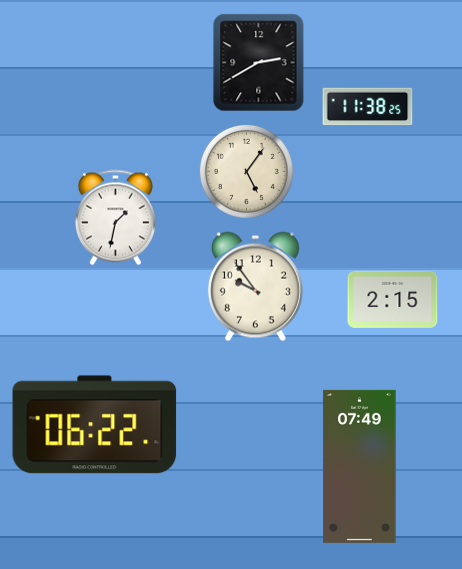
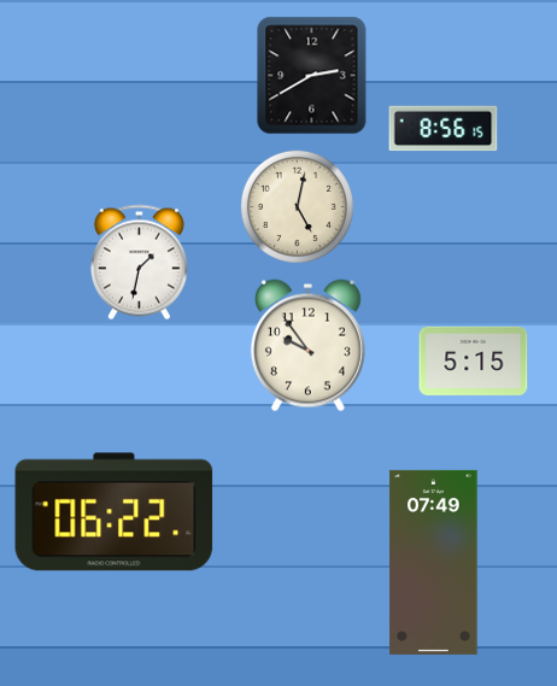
clock at (368, 107): 11:38 -> 8:56
clock at (246, 171): 5:06 -> 5:02
clock at (393, 299): 2:15 -> 5:15
